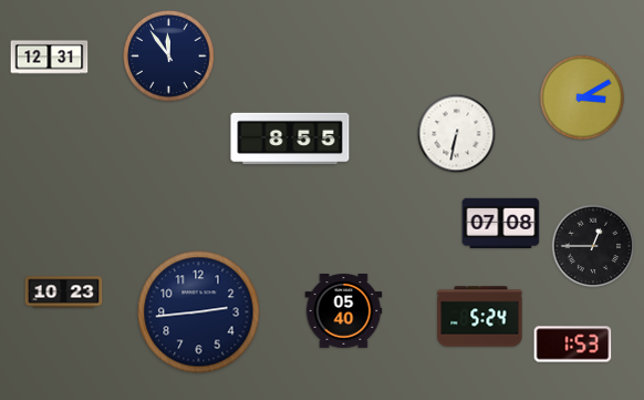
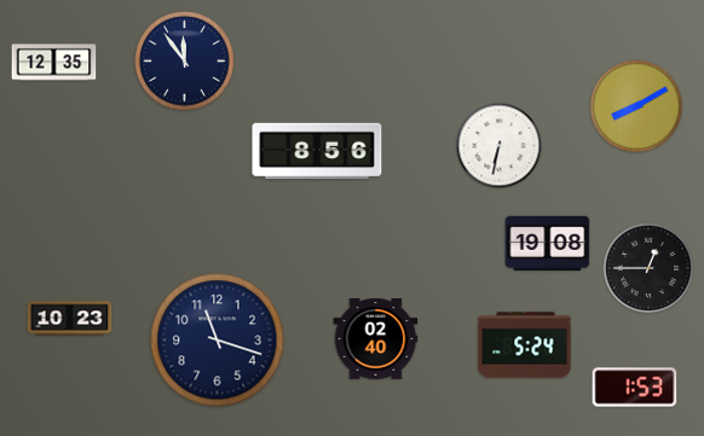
clock at (50, 58): 12:31 -> 12:35
clock at (582, 98): 3:10 -> 8:10
clock at (290, 139): 8:55 -> 8:56
clock at (501, 223): 07:08 -> 19:08
clock at (344, 311): 05:40 -> 02:40
clock at (199, 312): 2:44 -> 11:18
clock at (573, 345) position: (573, 345) -> (635, 388)
